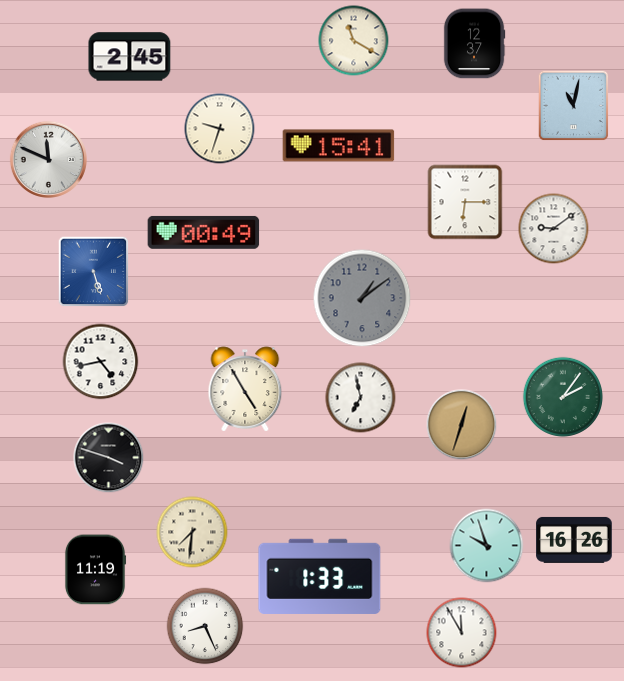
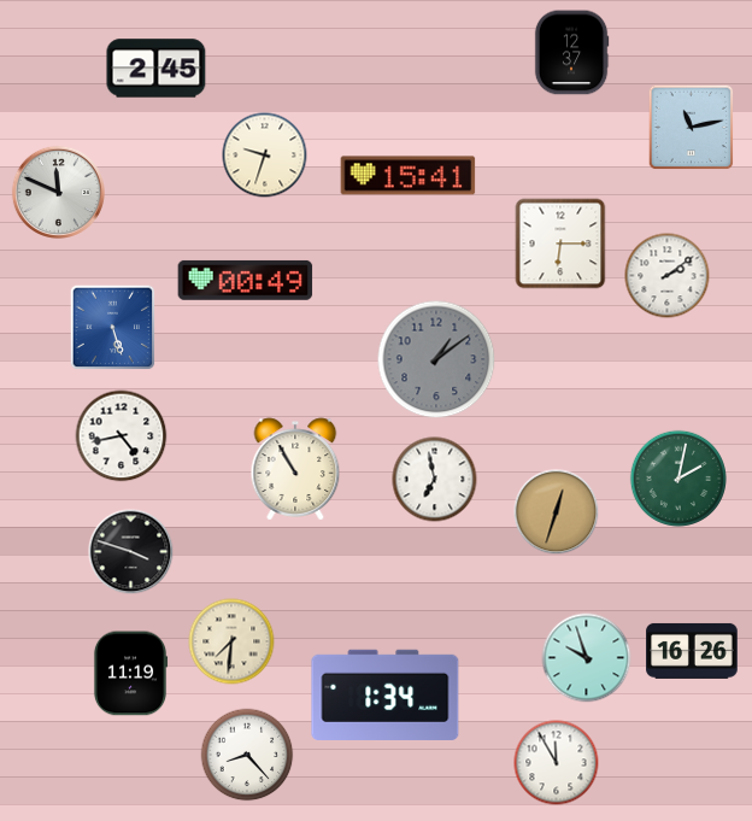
clock at (354, 41): 11:20 -> none
clock at (574, 106): 11:02 -> 11:13
clock at (554, 229): 9:09 -> 2:09
clock at (245, 389): 4:55 -> 10:55
clock at (563, 397): 2:06 -> 2:02
clock at (95, 570) position: (95, 570) -> (130, 674)
clock at (320, 576): 1:33 -> 1:34
clock at (205, 626): 8:26 -> 8:23
